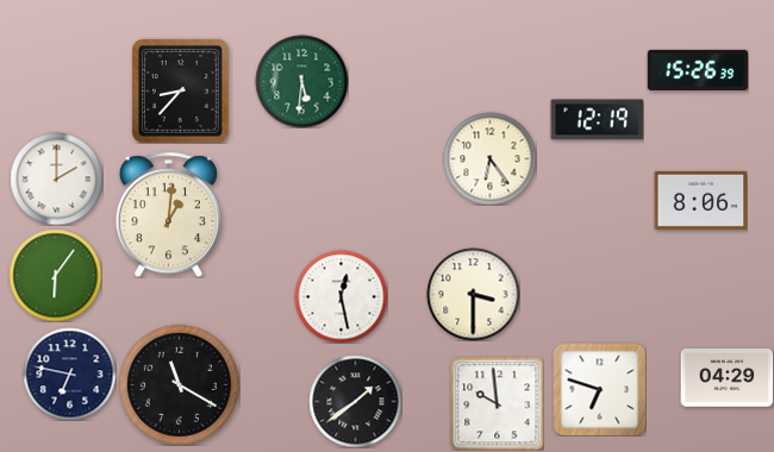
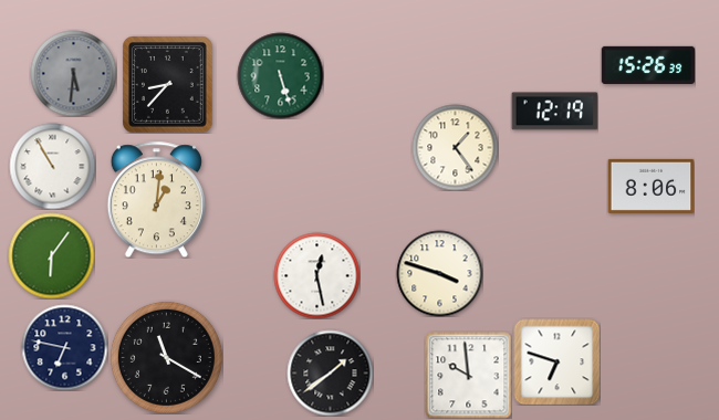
clock at (73, 73): none -> 5:31
clock at (301, 81): 5:31 -> 5:27
clock at (489, 158): 6:24 -> 1:24
clock at (56, 178): 2:00 -> 10:55
clock at (473, 294): 3:30 -> 3:48
clock at (726, 378): 04:29 -> none
clock at (497, 403) position: (497, 403) -> (468, 375)
